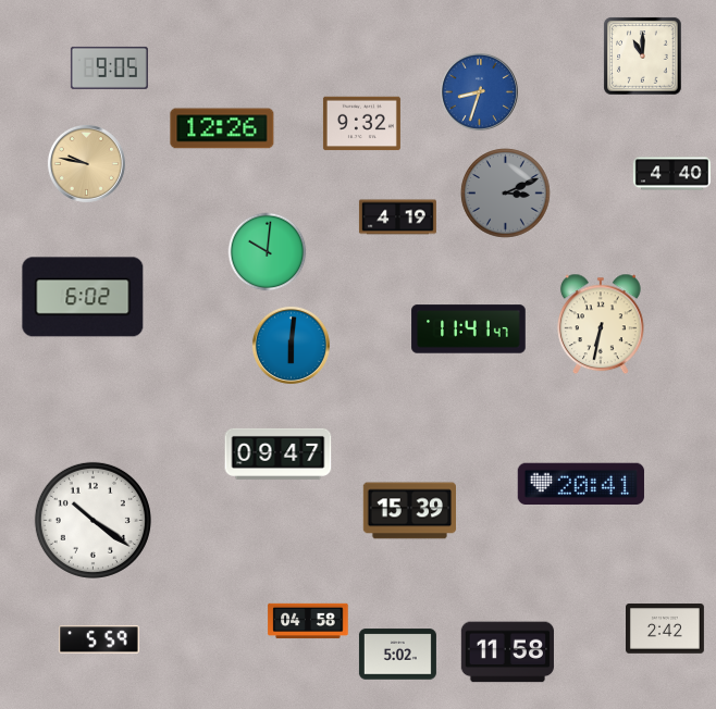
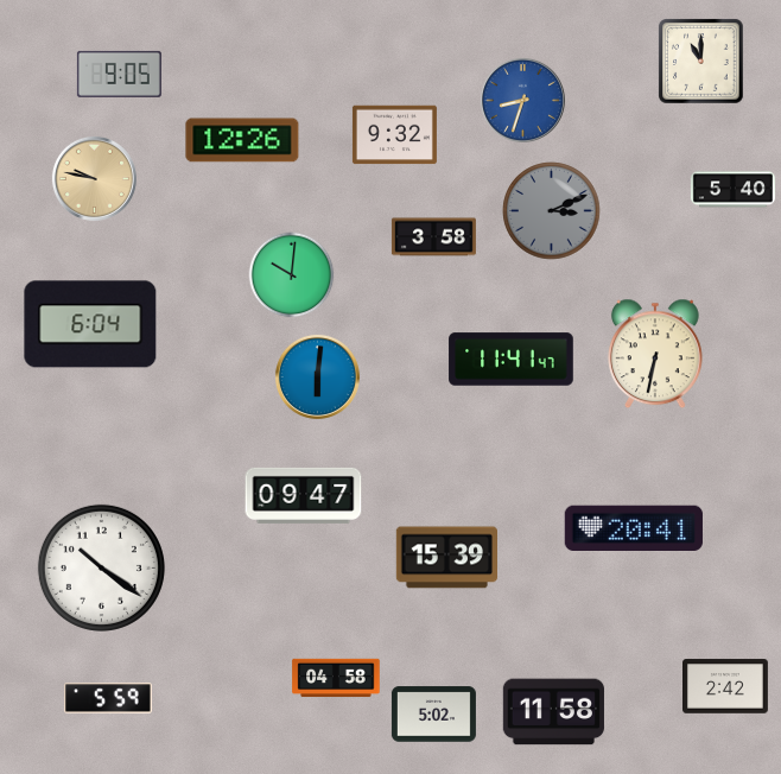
clock at (671, 174): 4:40 -> 5:40
clock at (397, 217): 4:19 -> 3:58
clock at (83, 297): 6:02 -> 6:04
